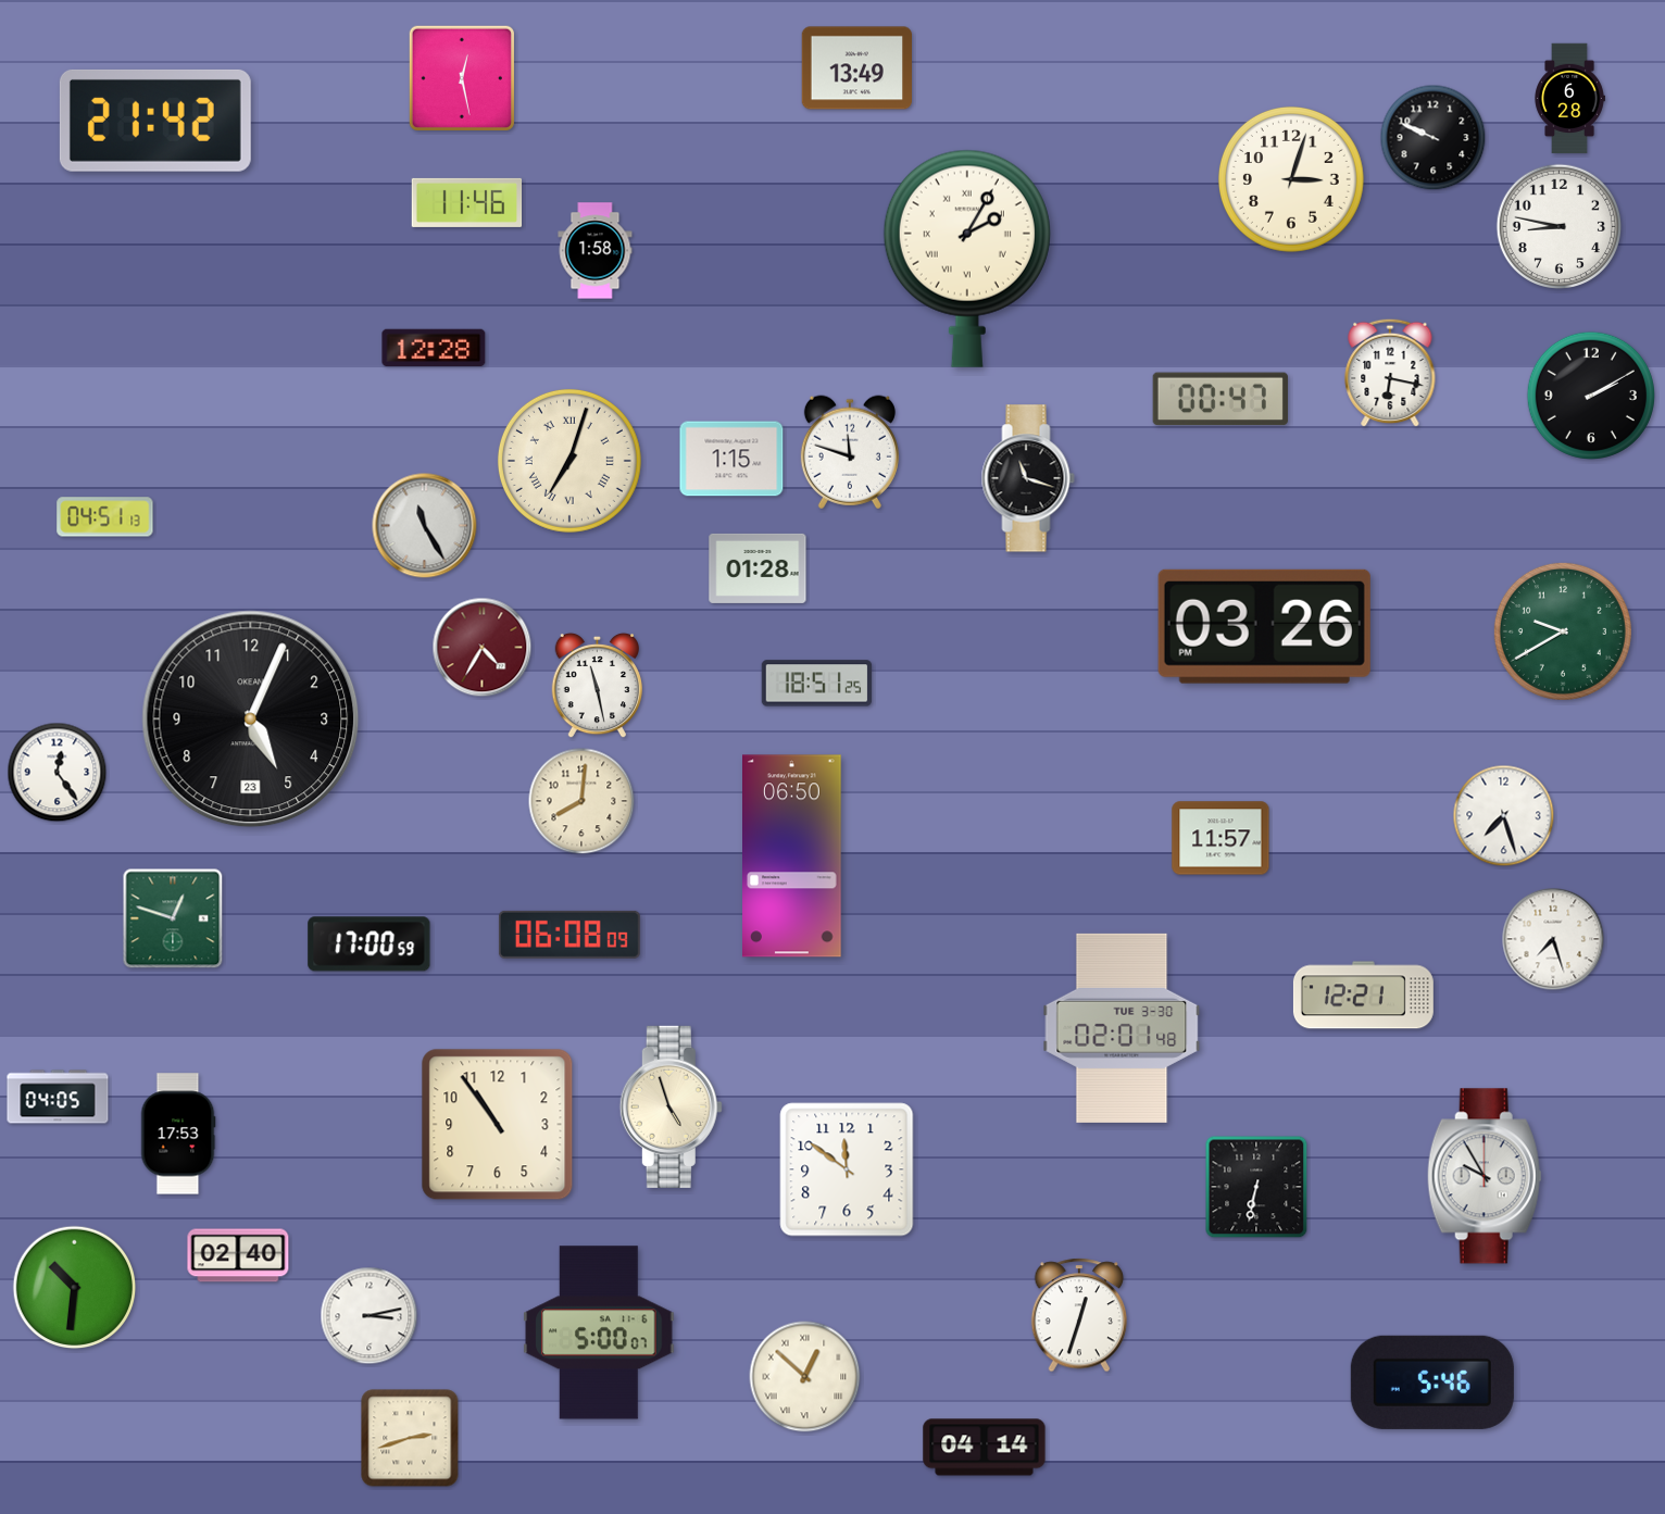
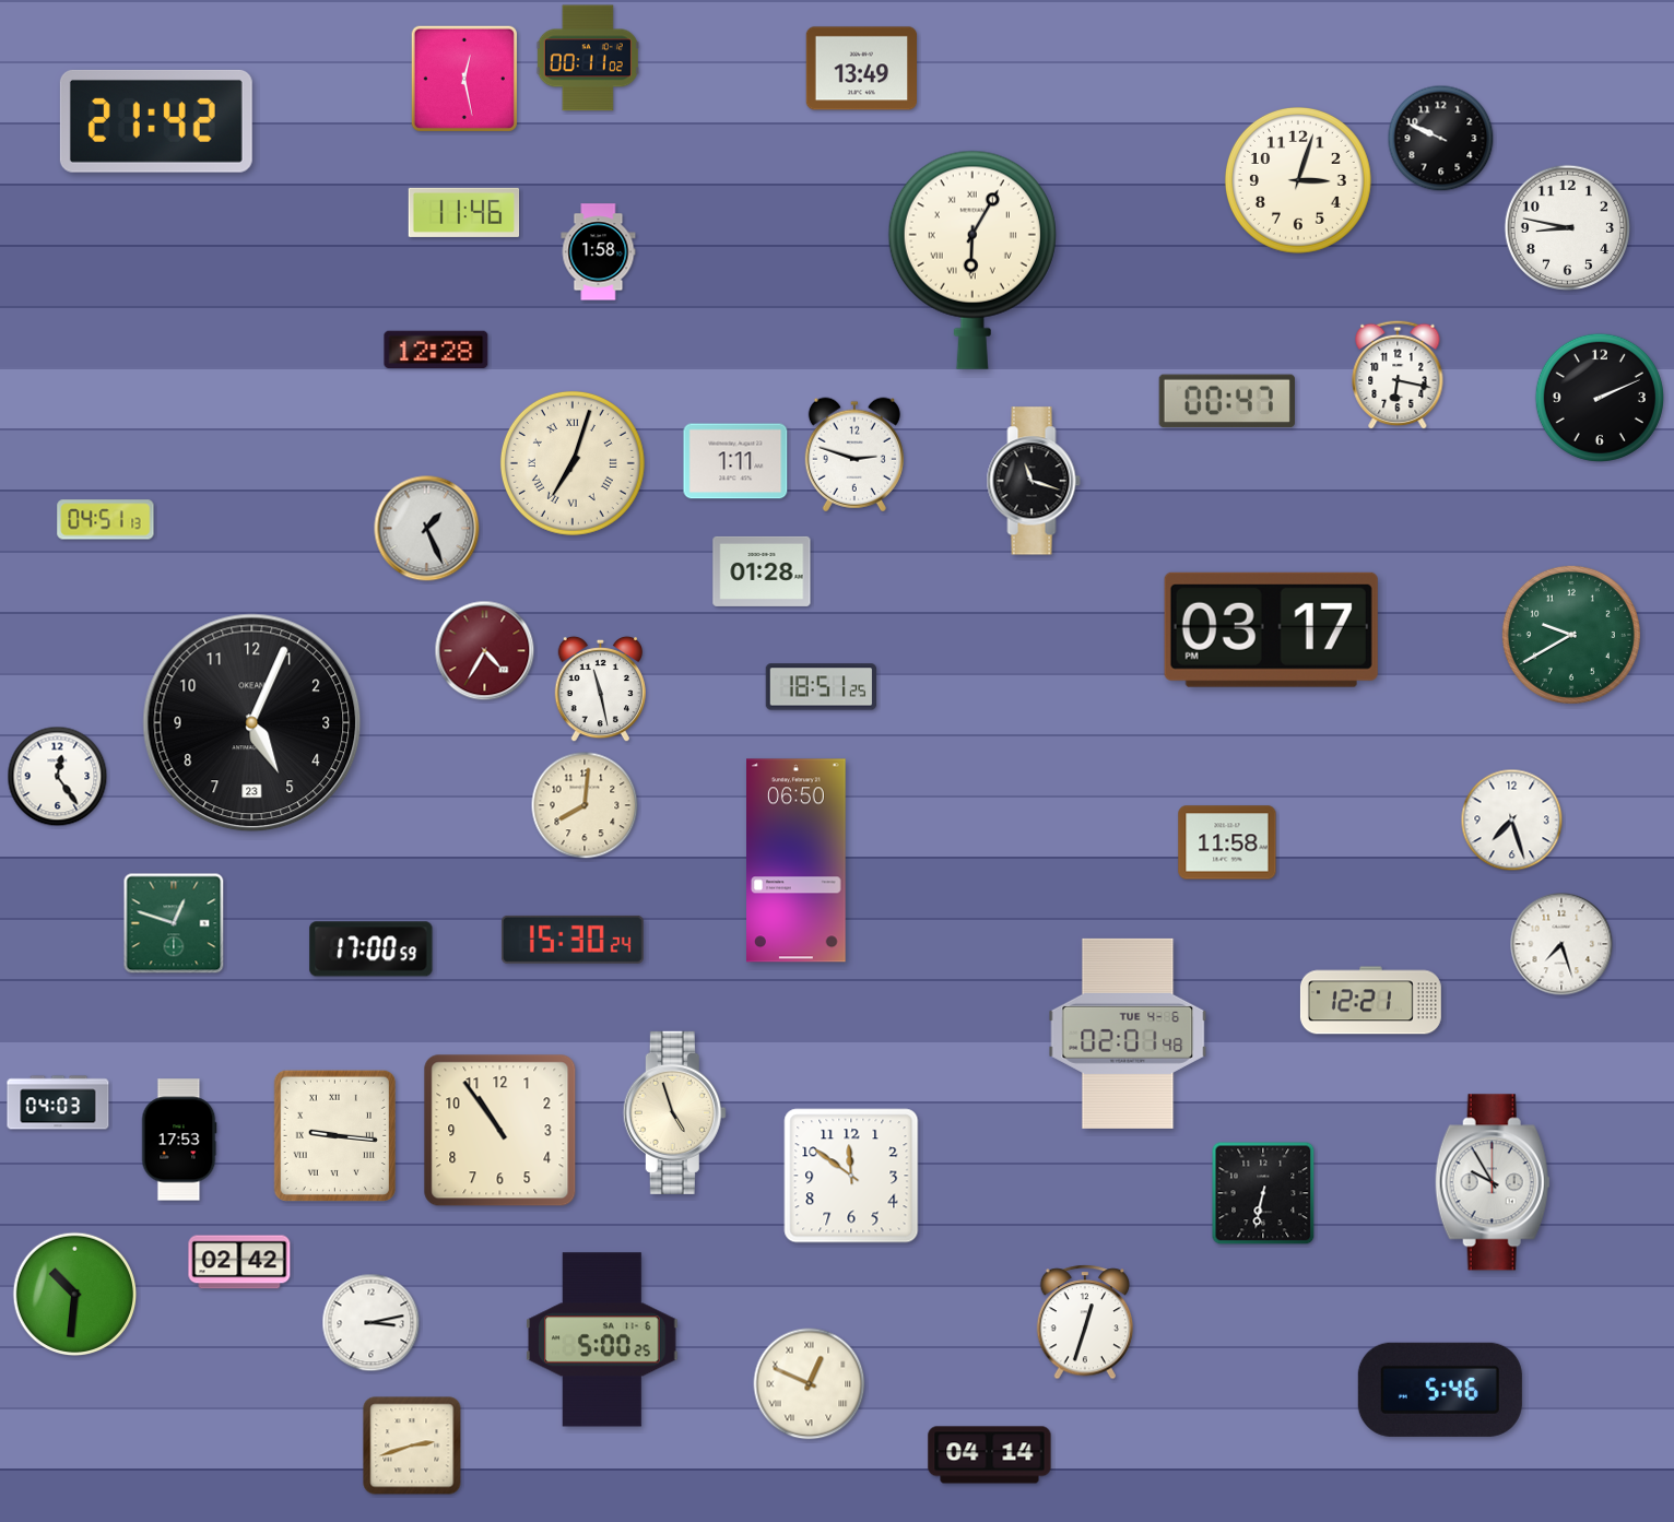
clock at (588, 58): none -> 00:11
clock at (1569, 99): 6:28 -> none
clock at (467, 202) position: (467, 202) -> (464, 212)
clock at (967, 259): 2:05 -> 6:05
clock at (1591, 396): 2:10 -> 2:11
clock at (850, 452): 11:48 -> 2:48
clock at (731, 459): 1:15 -> 1:11
clock at (425, 526): 11:25 -> 1:26
clock at (1264, 626): 03:26 -> 03:17
clock at (1220, 838): 11:57 -> 11:58
clock at (569, 935): 06:08 -> 15:30
clock at (1122, 1028) date: TUE 3-30 -> TUE 4-6
clock at (58, 1097): 04:05 -> 04:03
clock at (334, 1135): none -> 9:16
clock at (238, 1255): 02:40 -> 02:42
clock at (599, 1332): 5:00:07 -> 5:00:25
clock at (805, 1377): 12:52 -> 12:49
